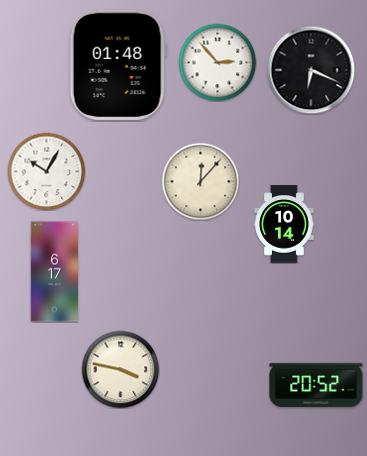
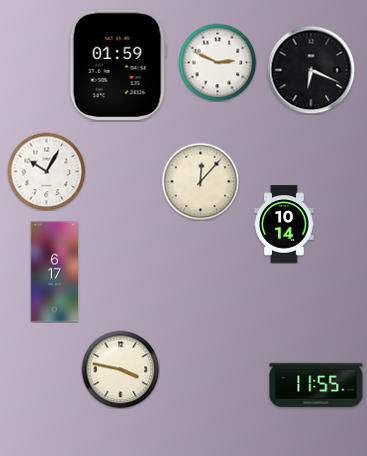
clock at (217, 62): 2:53 -> 2:49
clock at (118, 64): 01:48 -> 01:59
clock at (316, 385): 20:52 -> 11:55
